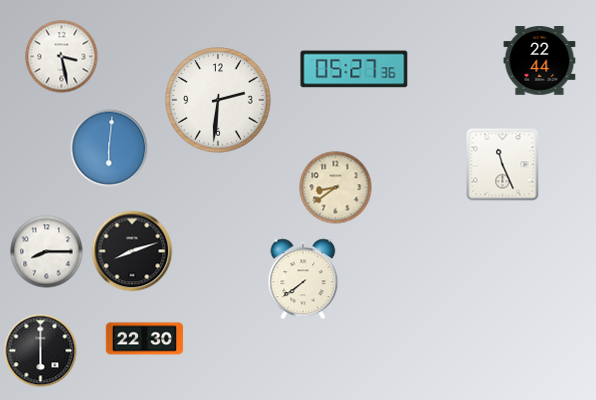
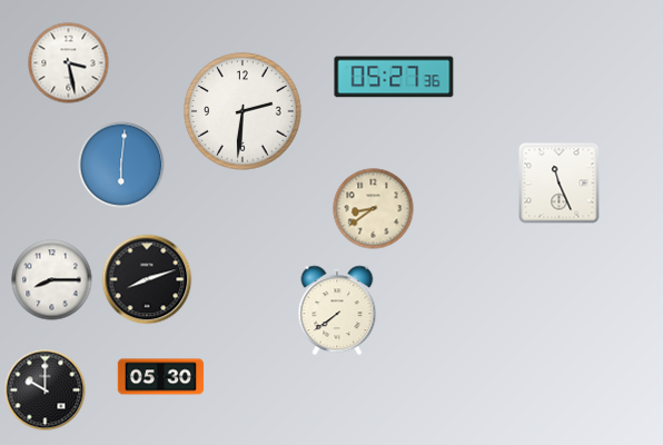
clock at (540, 61): 22:44 -> none
clock at (145, 339): 22:30 -> 05:30
clock at (41, 351): 6:00 -> 10:00
